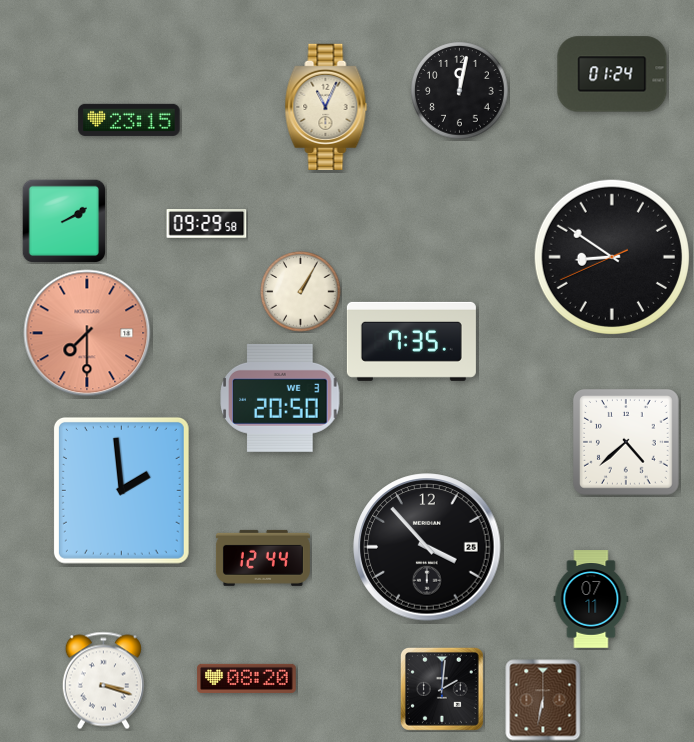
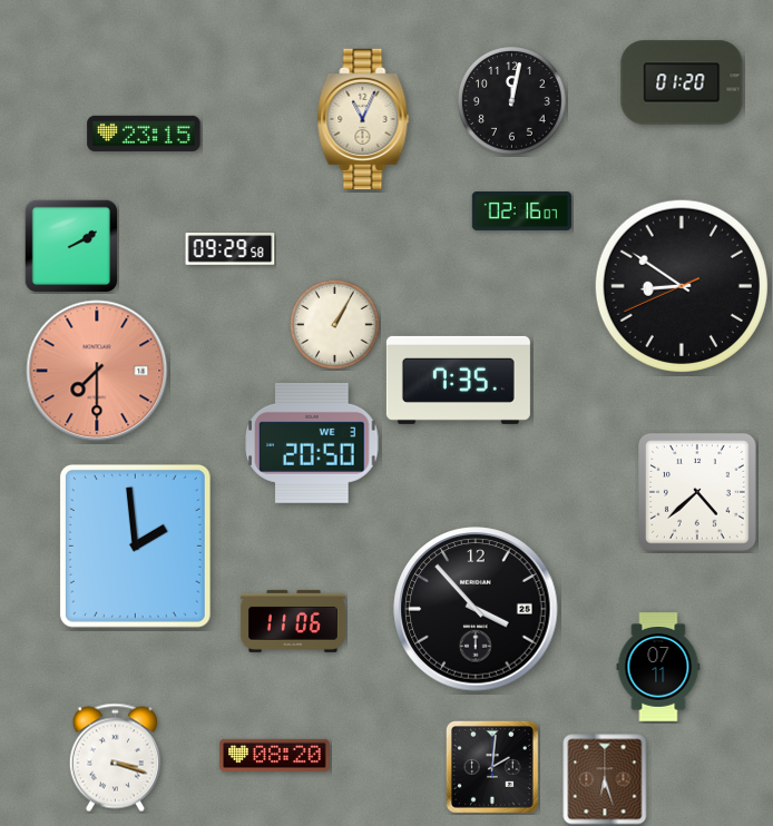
clock at (612, 74): 01:24 -> 01:20
clock at (521, 210): none -> 02:16
clock at (263, 558): 12:44 -> 11:06
clock at (543, 700): 6:32 -> 6:27
